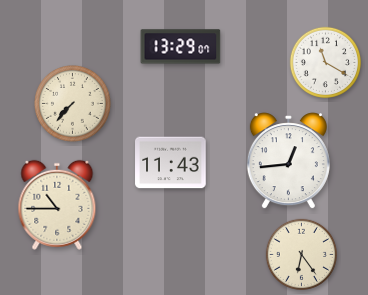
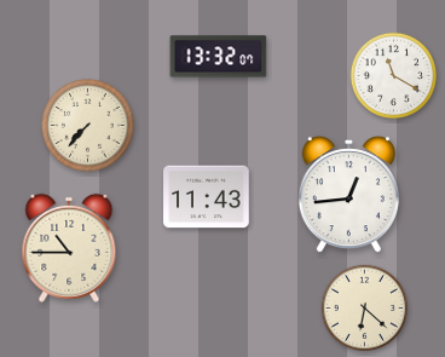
clock at (181, 47): 13:29 -> 13:32
clock at (301, 254): 6:24 -> 6:22
